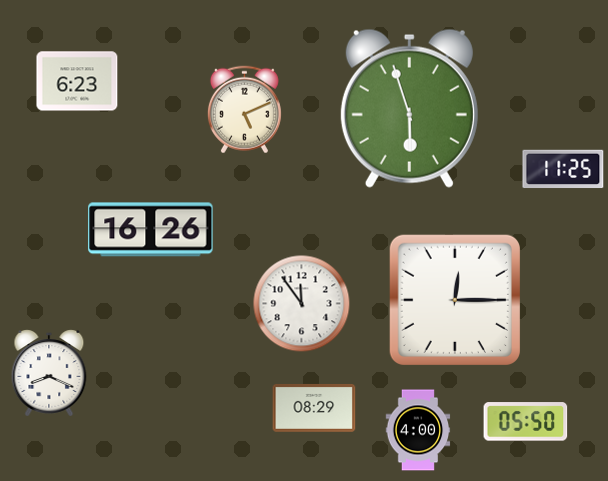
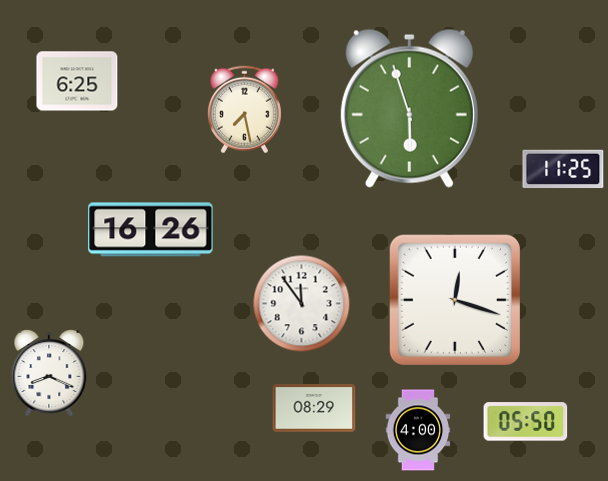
clock at (77, 81): 6:23 -> 6:25
clock at (244, 110): 5:11 -> 7:28
clock at (455, 300): 12:15 -> 12:18
